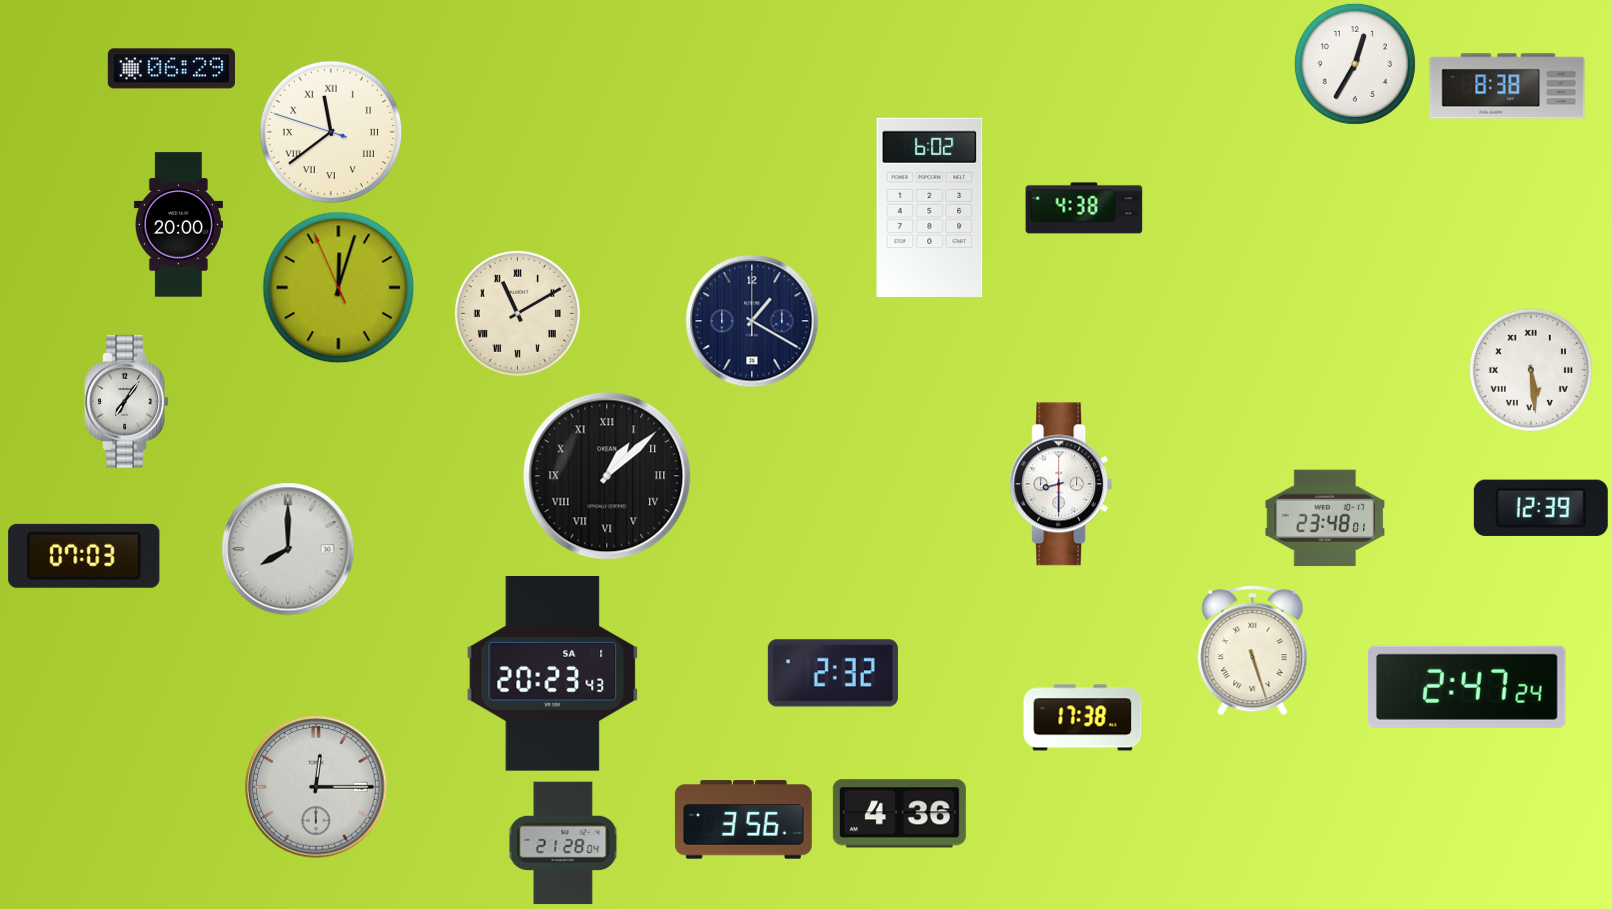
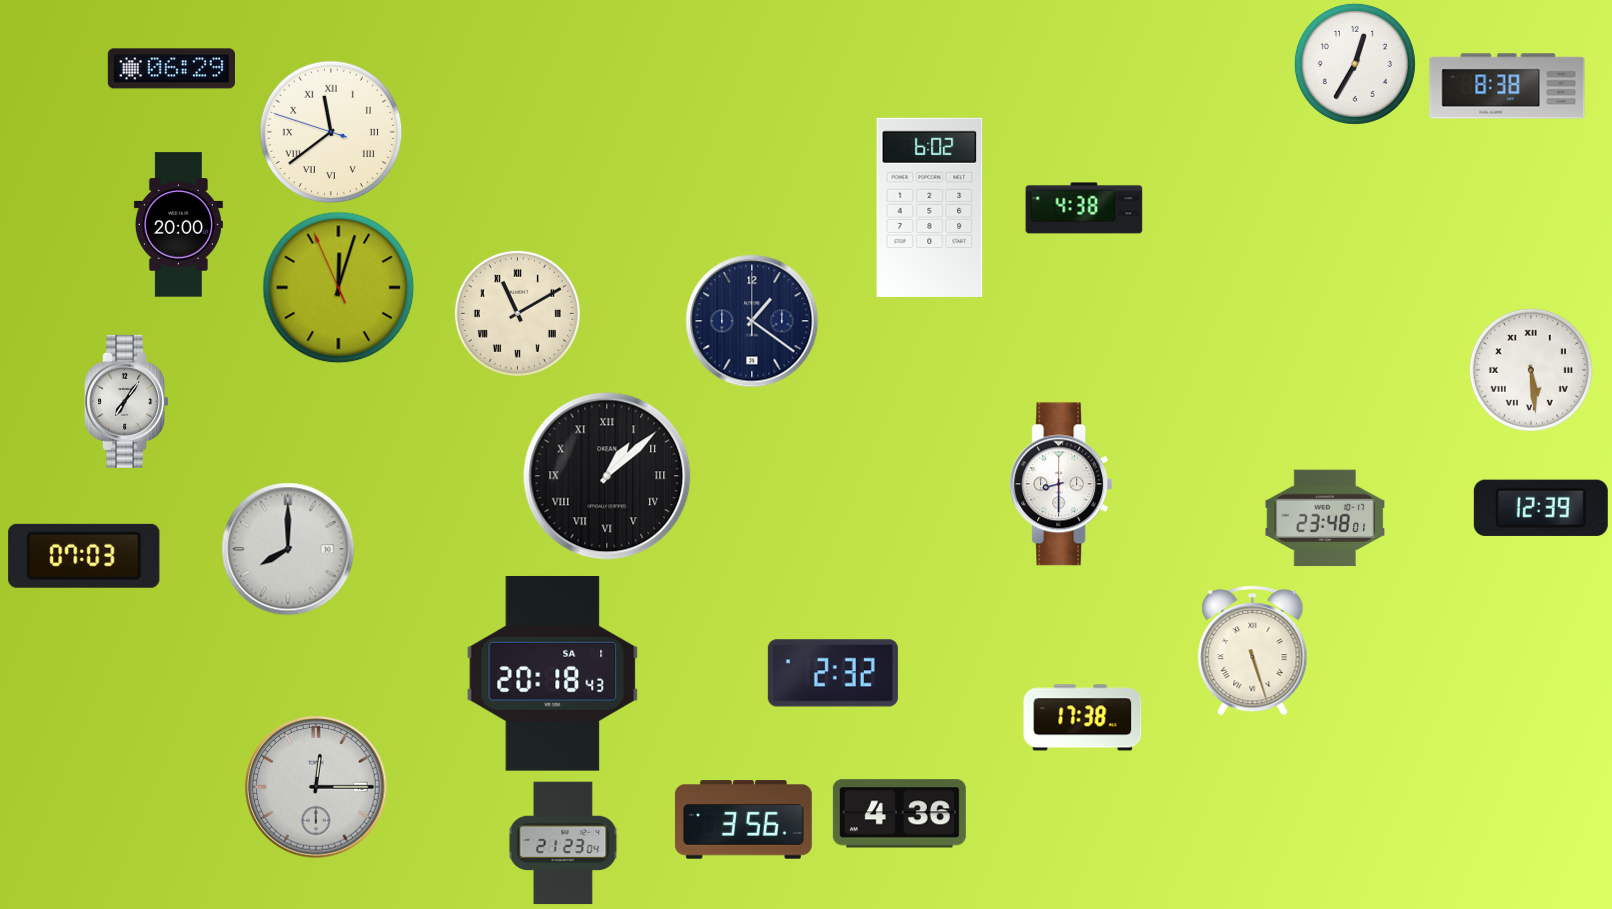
clock at (752, 321): 1:20 -> 1:21
clock at (553, 673): 20:23 -> 20:18
clock at (1467, 687): 2:47 -> none
clock at (563, 843): 21:28 -> 21:23
